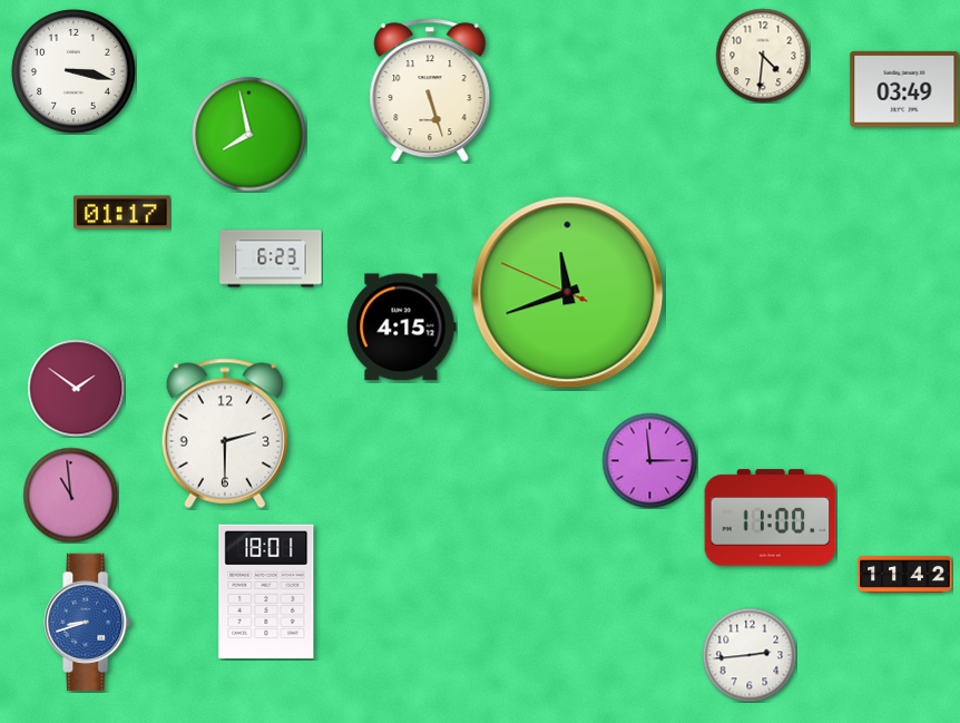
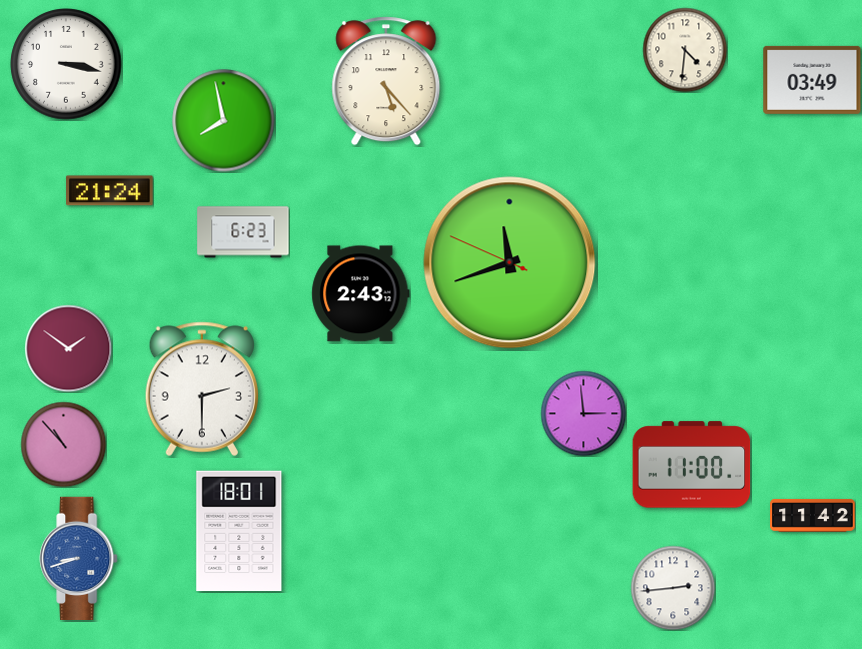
clock at (430, 90): 5:27 -> 5:23
clock at (123, 213): 01:17 -> 21:24
clock at (402, 328): 4:15 -> 2:43
clock at (70, 495): 10:59 -> 10:53
